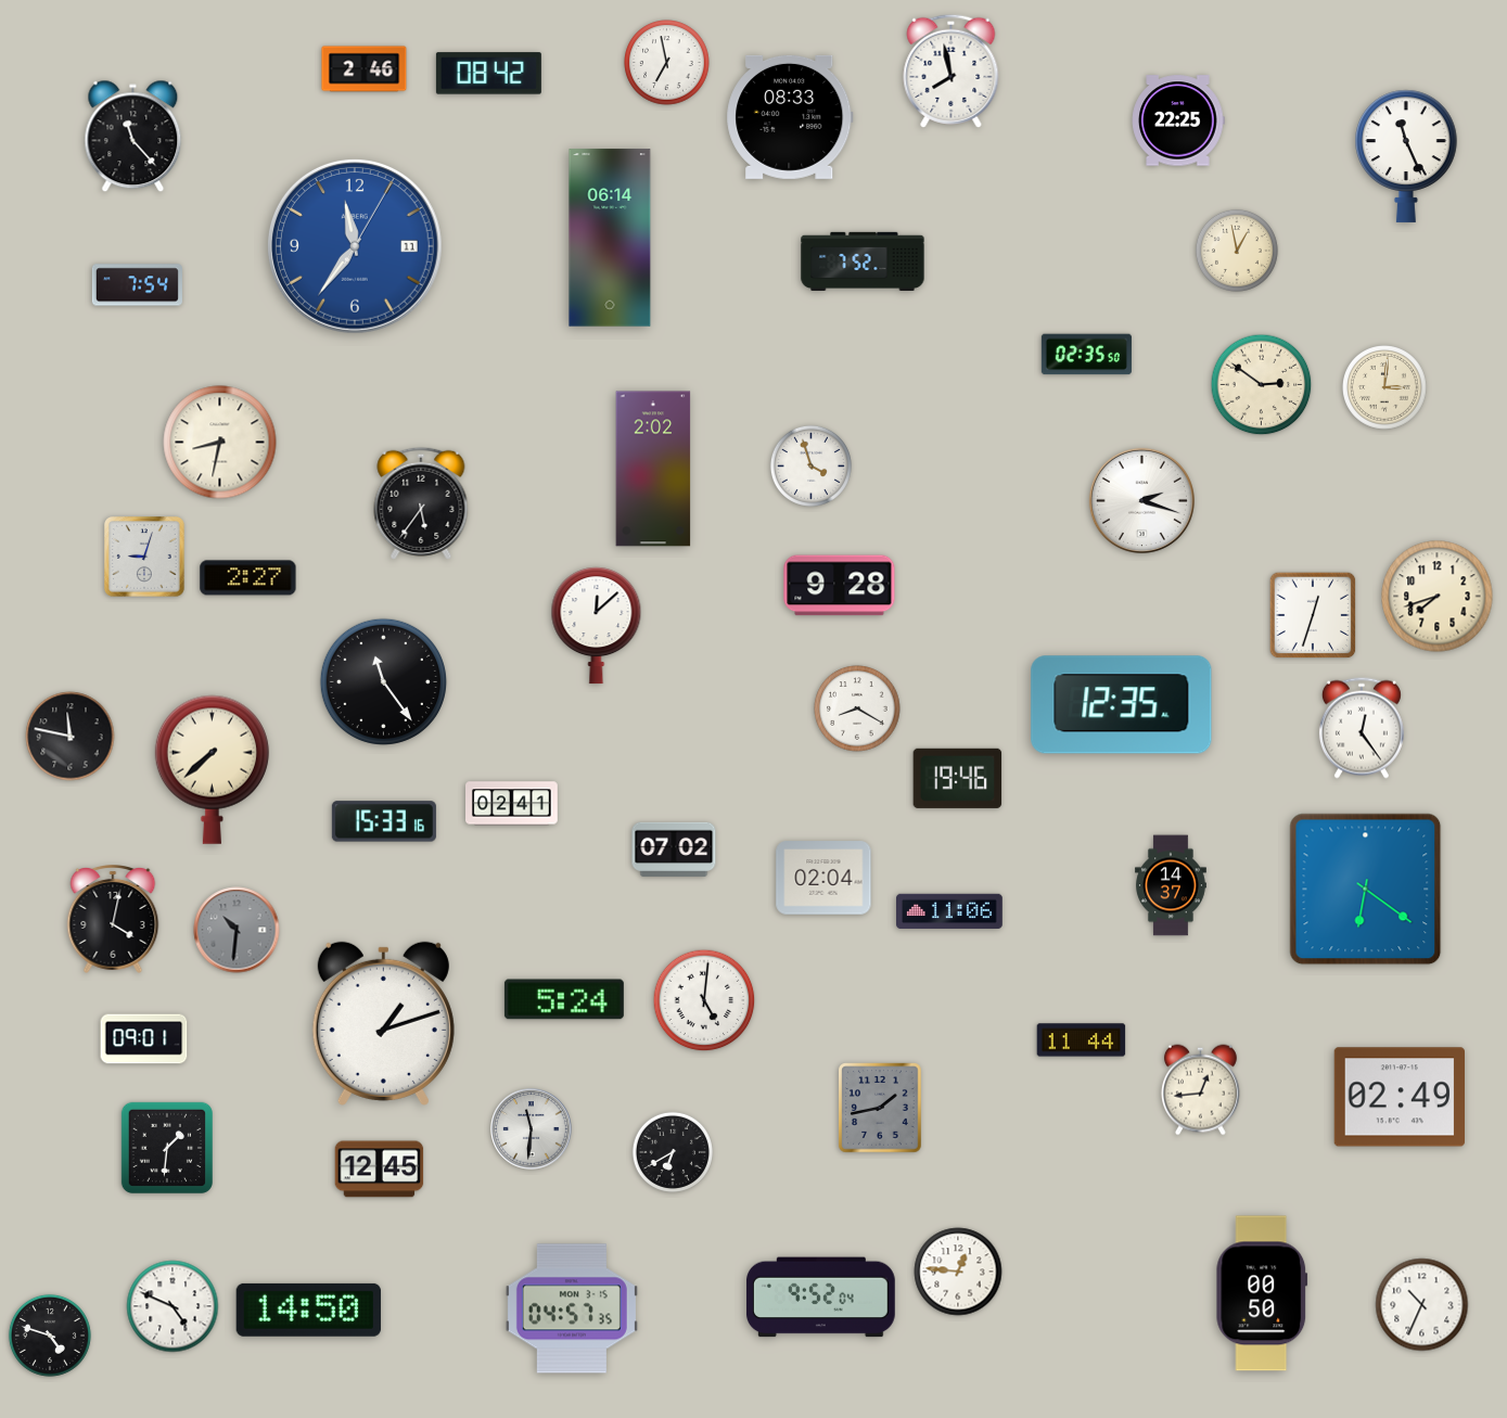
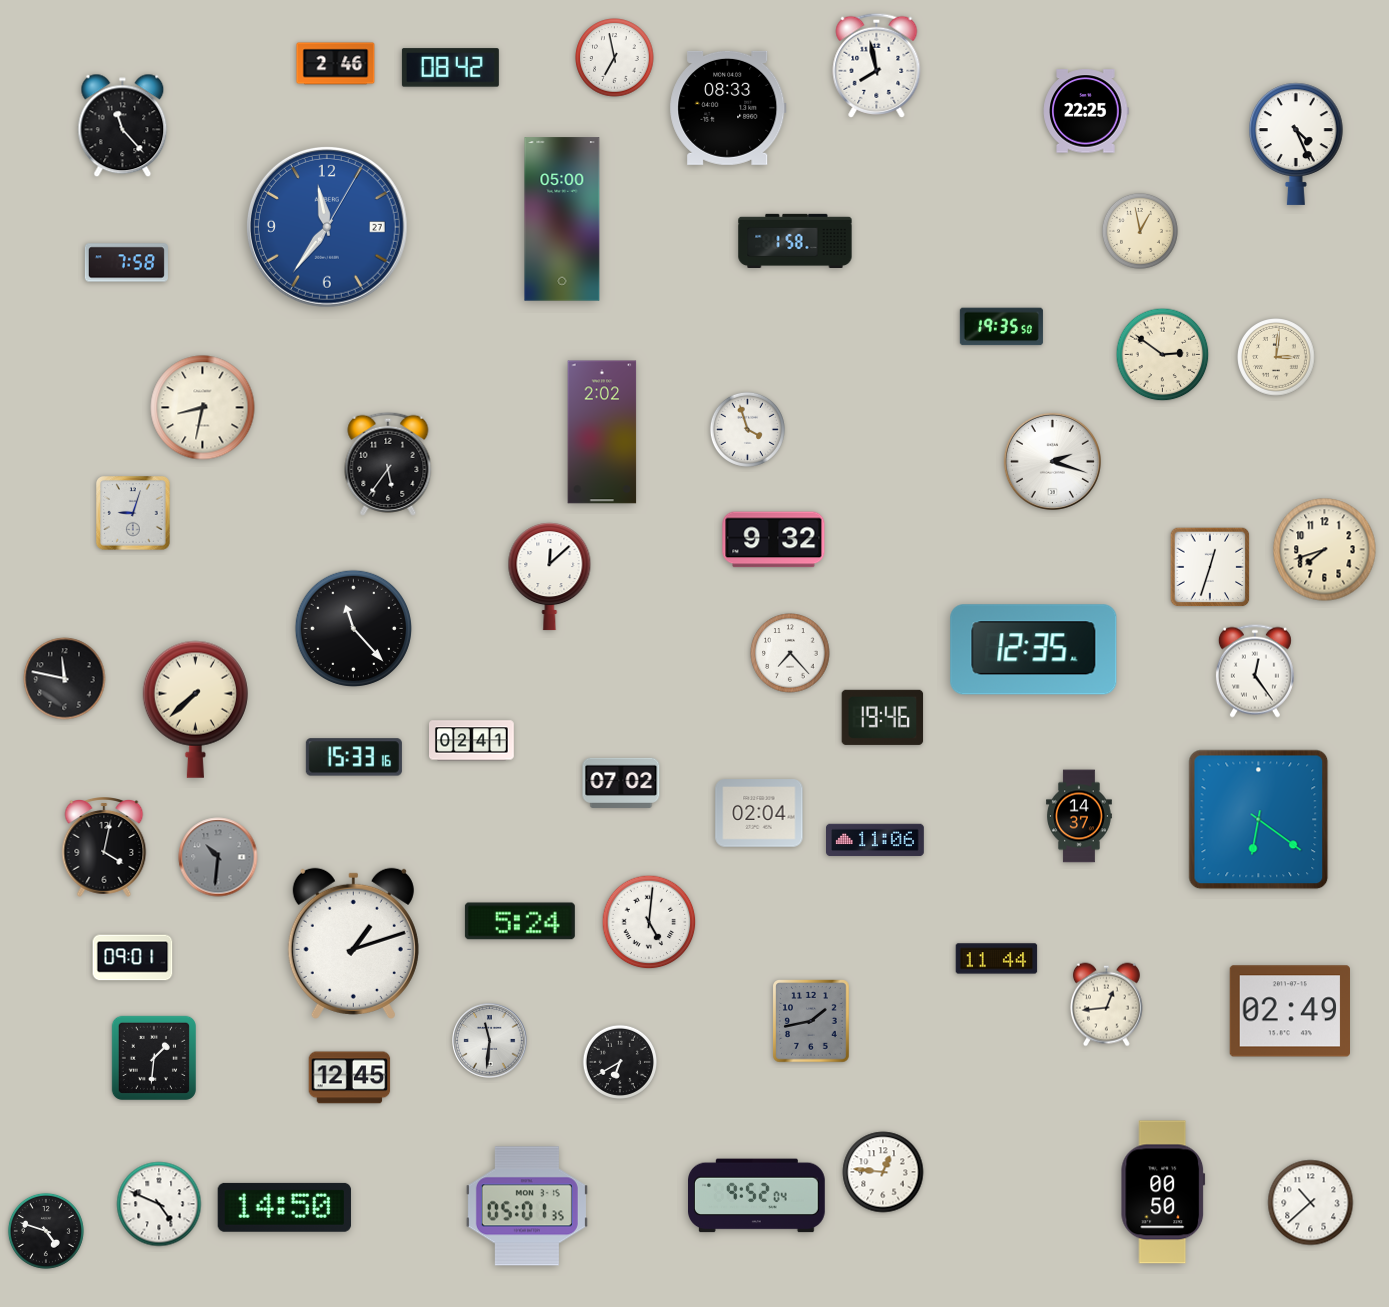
clock at (1407, 156): 11:26 -> 4:26
clock at (610, 238): 06:14 -> 05:00
clock at (355, 246) date: 11 -> 27
clock at (863, 260): 7:52 -> 1:58
clock at (137, 285): 7:54 -> 7:58
clock at (1086, 355): 02:35 -> 19:35
clock at (248, 578): 2:27 -> none
clock at (840, 586): 9:28 -> 9:32
clock at (383, 681): 11:24 -> 11:23
clock at (857, 708): 8:20 -> 7:23
clock at (823, 878) position: (823, 878) -> (759, 813)
clock at (1422, 1305): 10:34 -> 10:38
clock at (572, 1308): 04:57 -> 05:01
